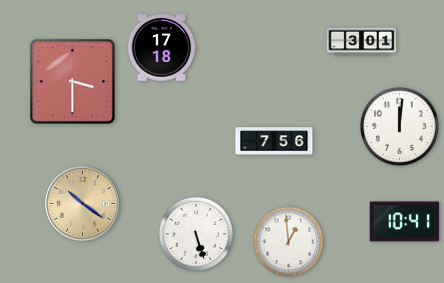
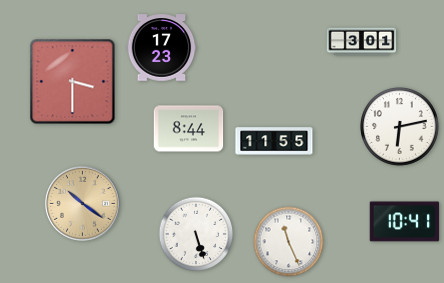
clock at (162, 48): 17:18 -> 17:23
clock at (400, 127): 12:01 -> 6:13
clock at (189, 129): none -> 8:44
clock at (274, 141): 7:56 -> 11:55
clock at (289, 242): 12:59 -> 11:26
